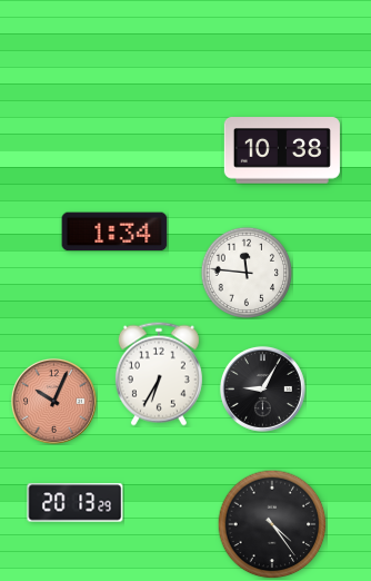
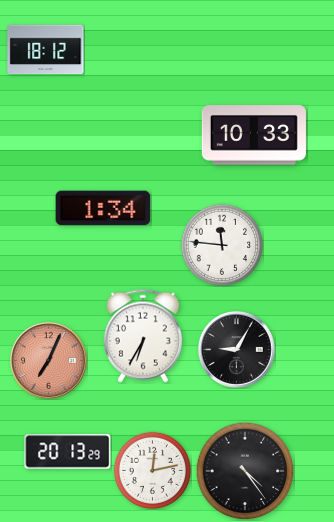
clock at (46, 50): none -> 18:12
clock at (282, 150): 10:38 -> 10:33
clock at (54, 402): 10:04 -> 7:04
clock at (152, 470): none -> 12:13
